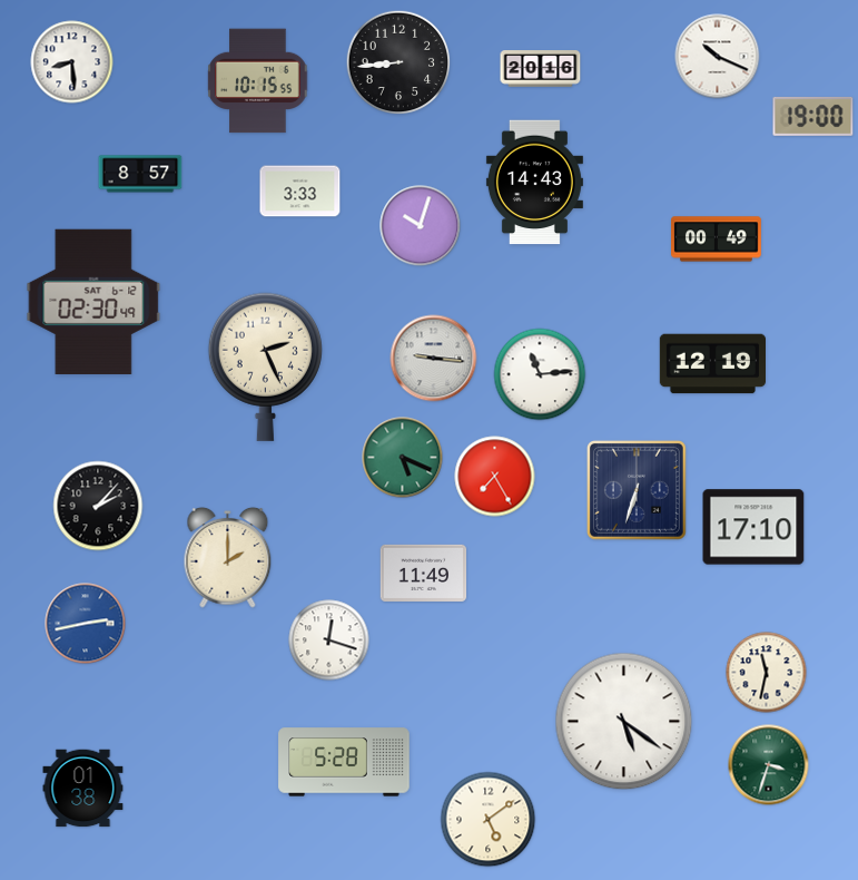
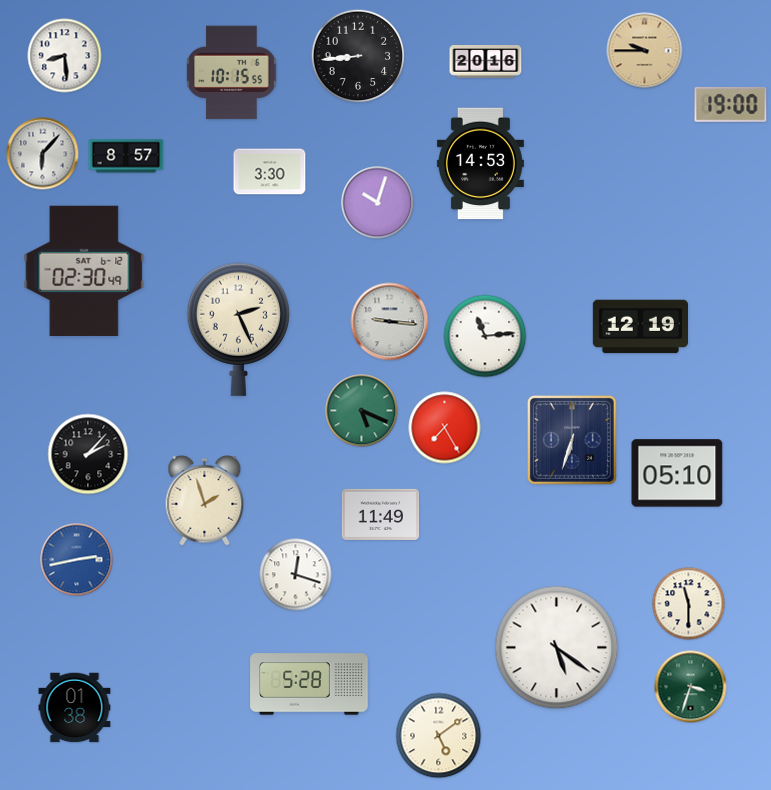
clock at (718, 57): 10:19 -> 9:45
clock at (718, 57) dial: white -> champagne
clock at (43, 154): none -> 6:07
clock at (534, 183): 14:43 -> 14:53
clock at (300, 192): 3:33 -> 3:30
clock at (717, 239): 00:49 -> none
clock at (753, 527): 17:10 -> 05:10
clock at (228, 557): 2:00 -> 1:57
clock at (767, 673): 11:32 -> 11:30
clock at (624, 722) position: (624, 722) -> (557, 648)
